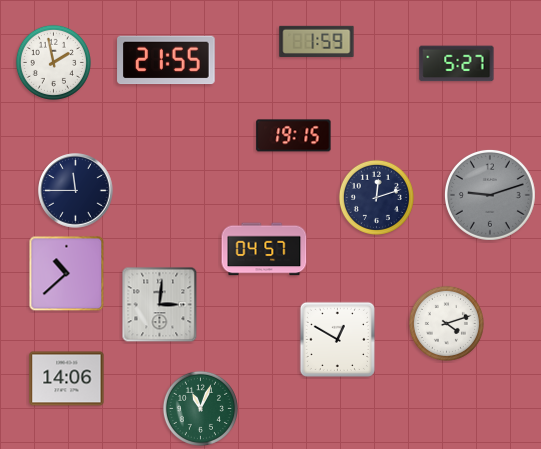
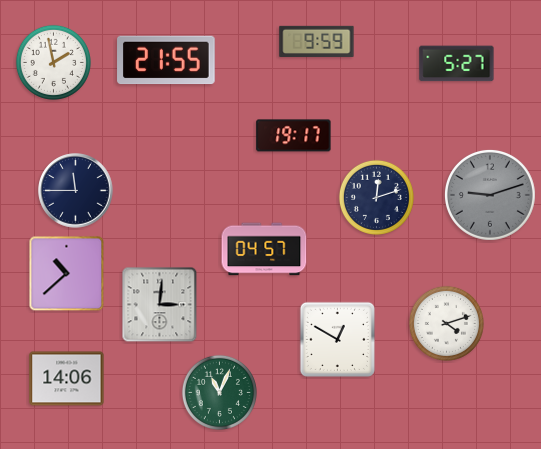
clock at (317, 41): 1:59 -> 9:59
clock at (294, 136): 19:15 -> 19:17
clock at (200, 408) position: (200, 408) -> (219, 392)
